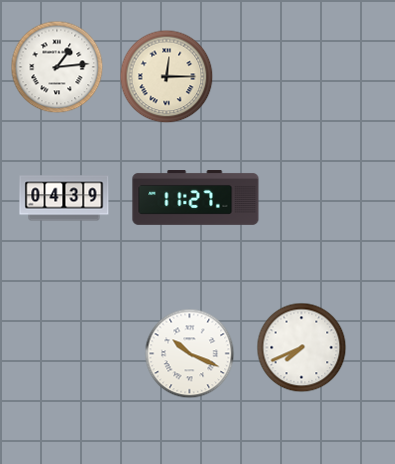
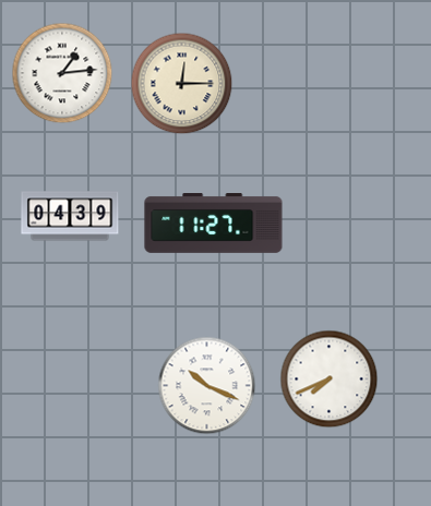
clock at (196, 198) position: (196, 198) -> (214, 224)
